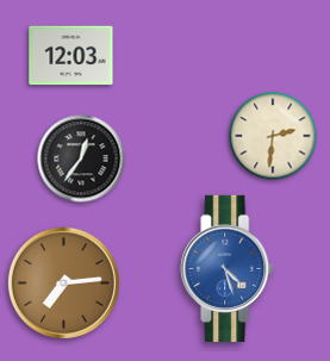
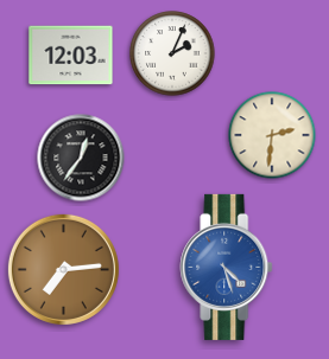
clock at (172, 53): none -> 2:04
clock at (63, 282) position: (63, 282) -> (63, 269)
